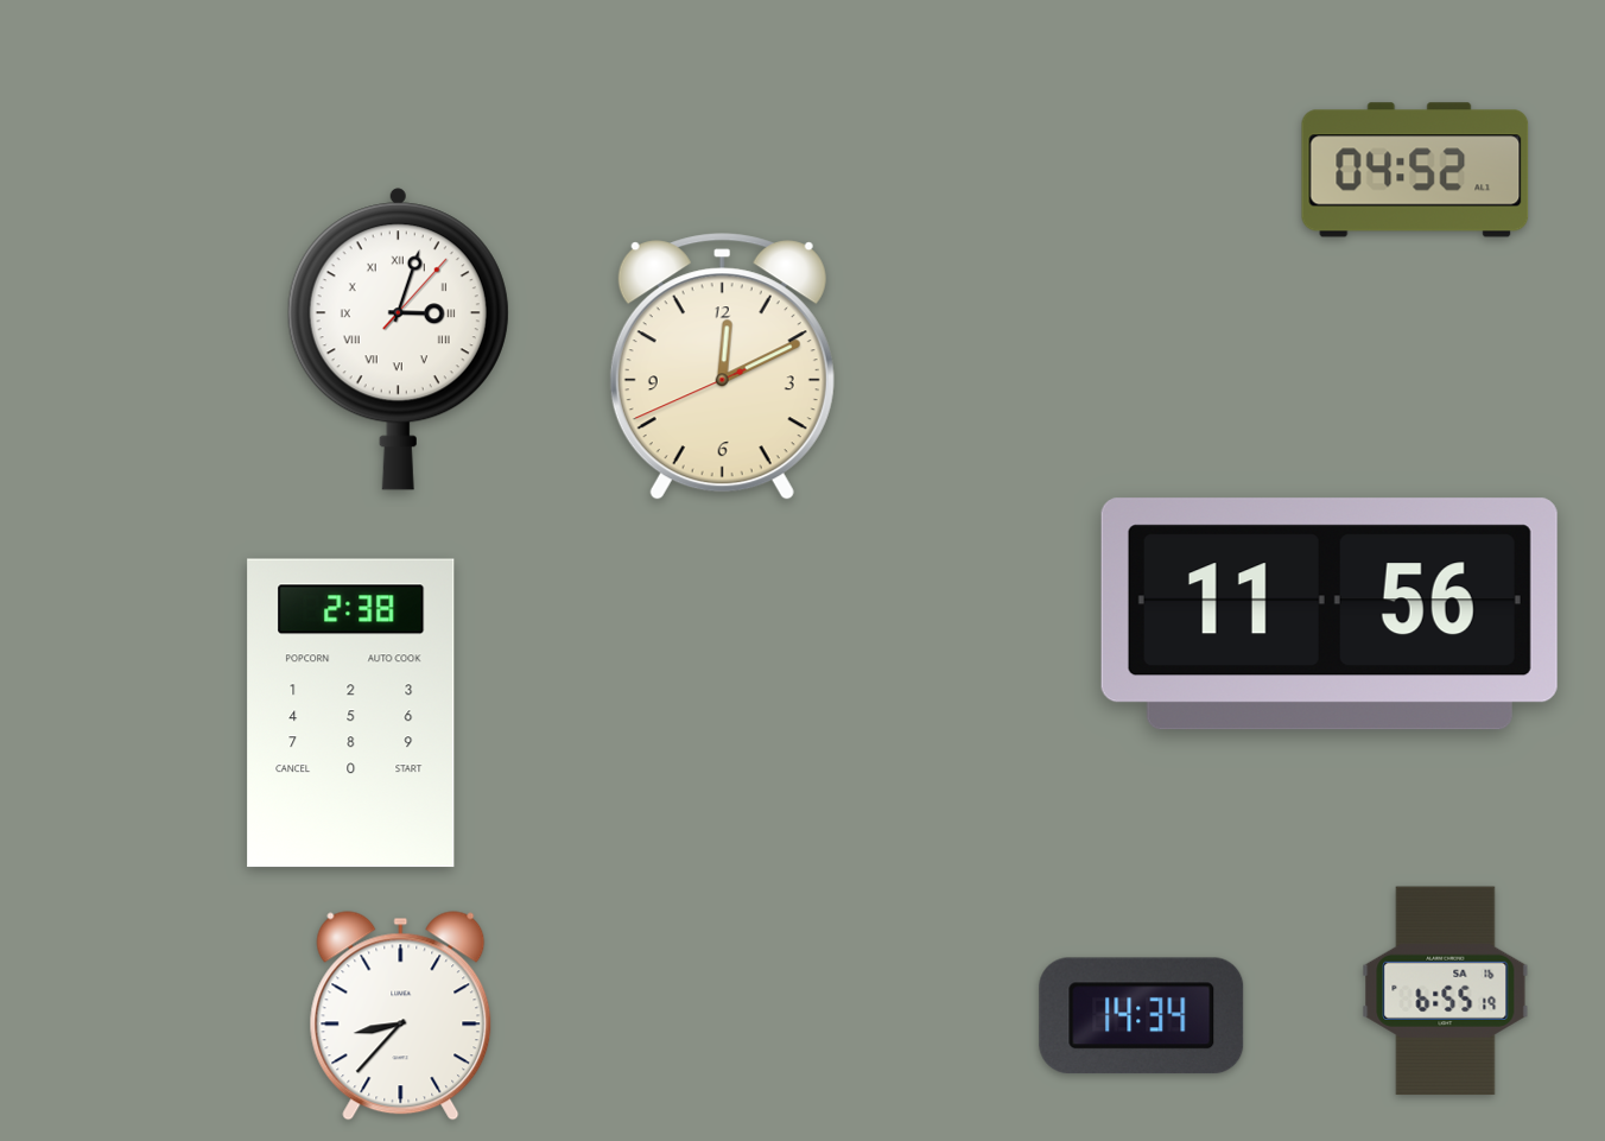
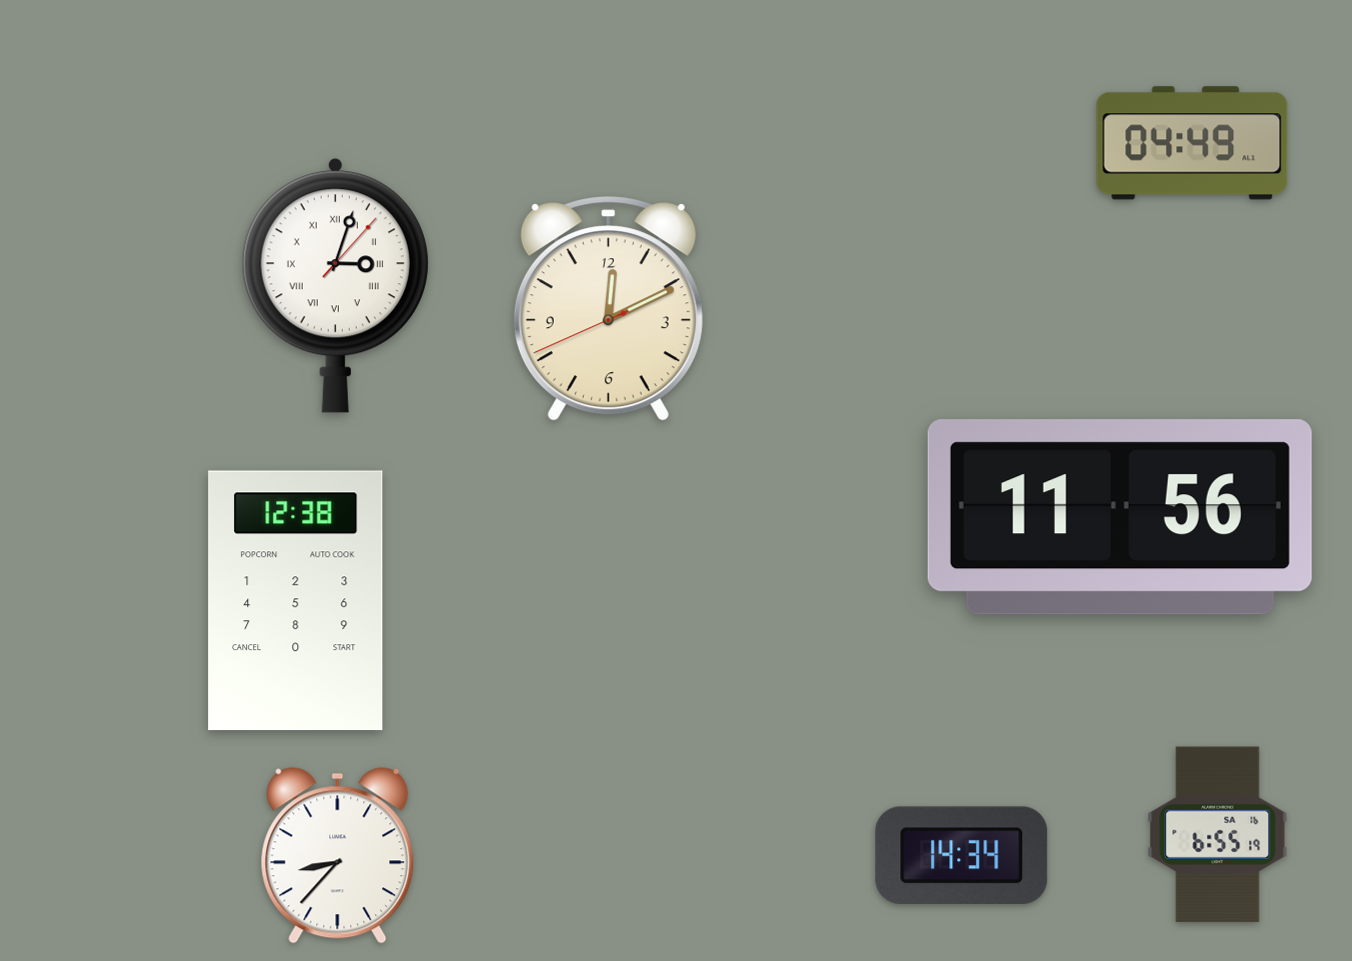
clock at (1415, 170): 04:52 -> 04:49
clock at (351, 714): 2:38 -> 12:38
